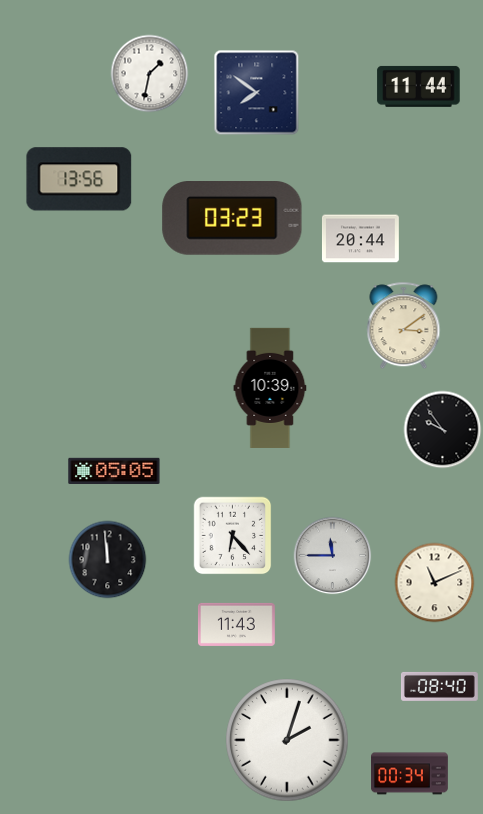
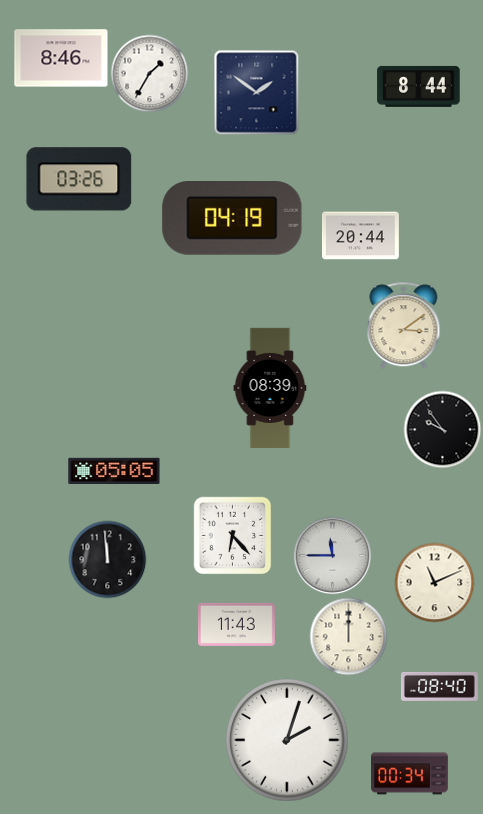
clock at (61, 58): none -> 8:46
clock at (149, 73): 1:32 -> 1:35
clock at (419, 86): 11:44 -> 8:44
clock at (256, 92): 7:51 -> 1:51
clock at (79, 179): 13:56 -> 03:26
clock at (232, 219): 03:23 -> 04:19
clock at (360, 239) position: (360, 239) -> (360, 236)
clock at (270, 388): 10:39 -> 08:39
clock at (348, 636): none -> 12:00
